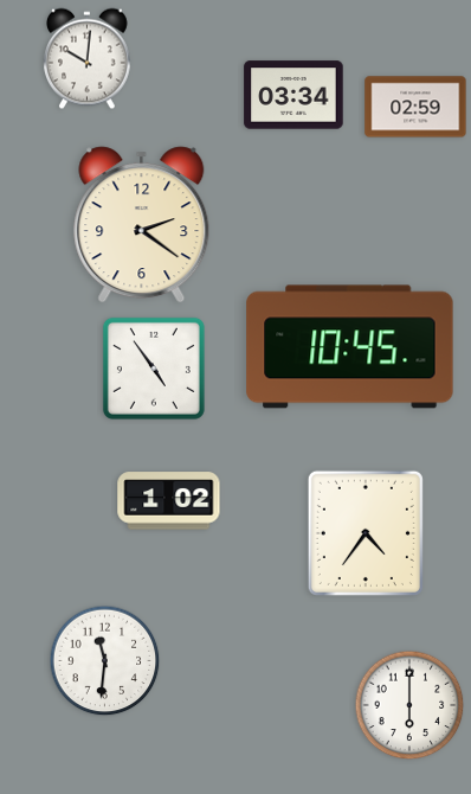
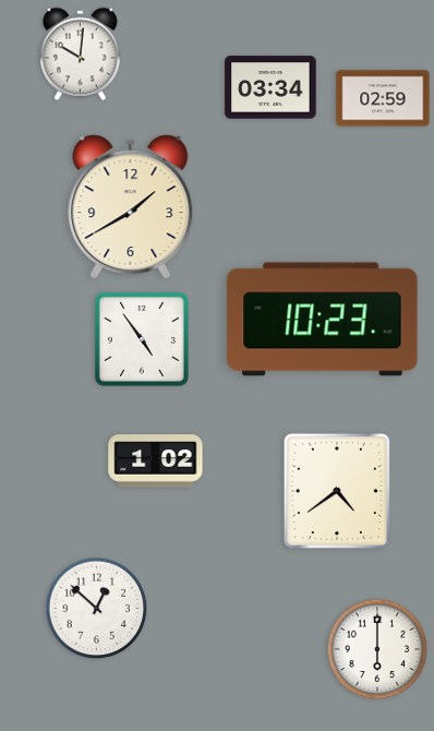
clock at (142, 225): 2:21 -> 1:40
clock at (350, 347): 10:45 -> 10:23
clock at (366, 533): 4:36 -> 4:39
clock at (105, 661): 11:31 -> 12:52
